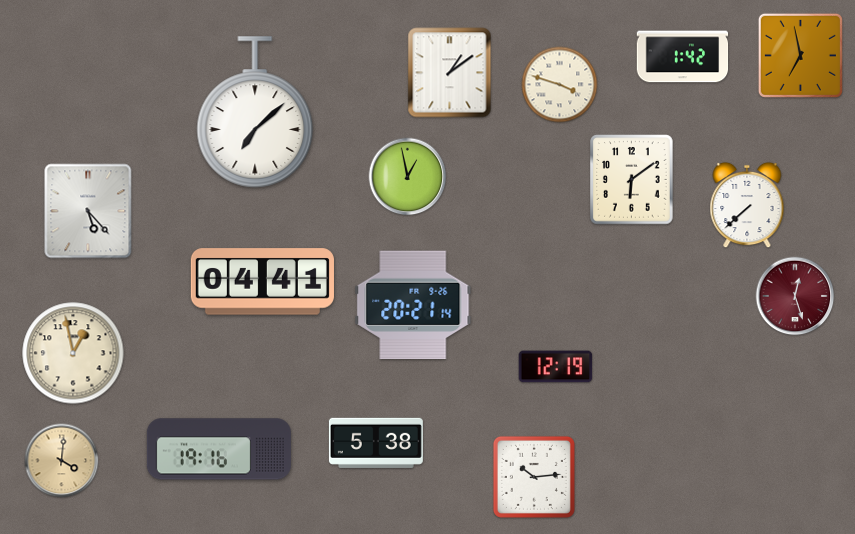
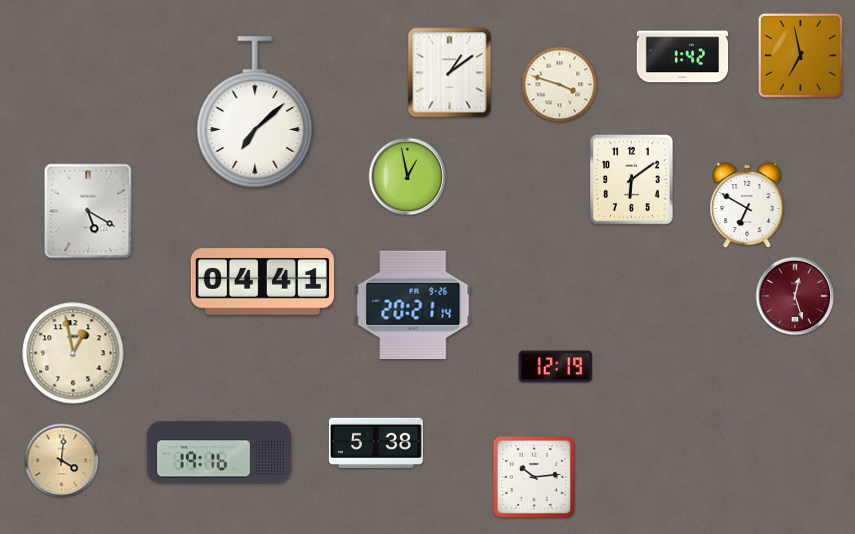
clock at (747, 205): 7:38 -> 6:50
clock at (88, 211): 5:23 -> 5:20
clock at (219, 449) position: (219, 449) -> (219, 452)
